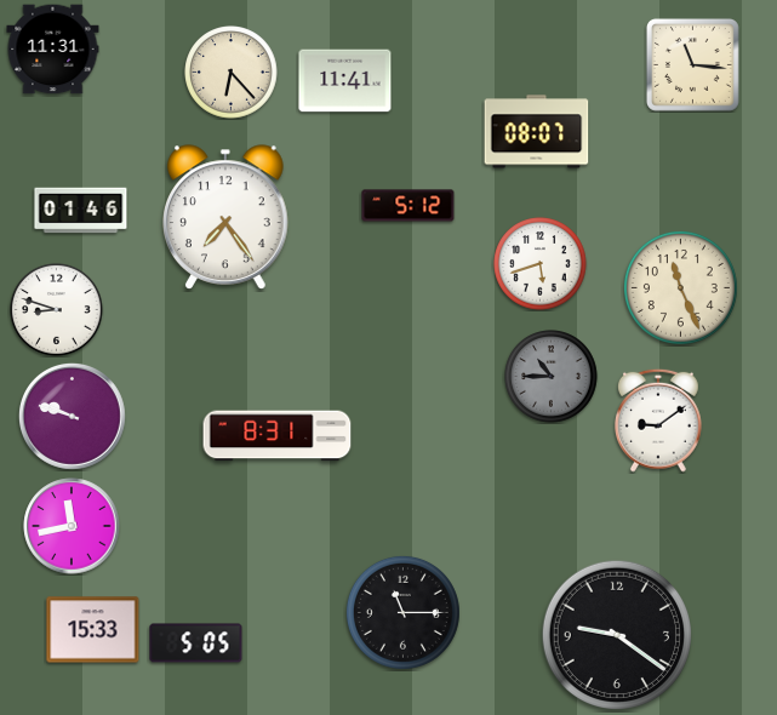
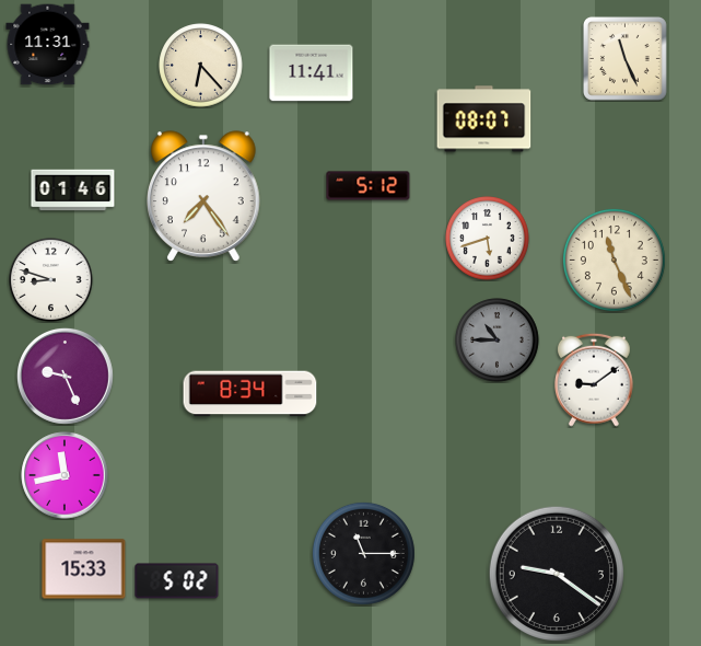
clock at (692, 64): 11:16 -> 11:26
clock at (232, 73) position: (232, 73) -> (201, 66)
clock at (72, 416): 9:48 -> 9:26
clock at (278, 436): 8:31 -> 8:34
clock at (196, 643): 5:05 -> 5:02
